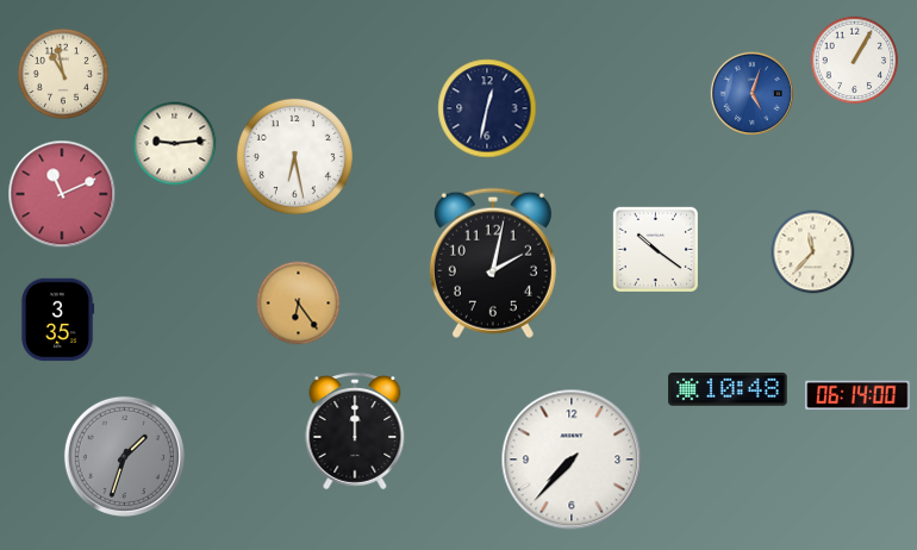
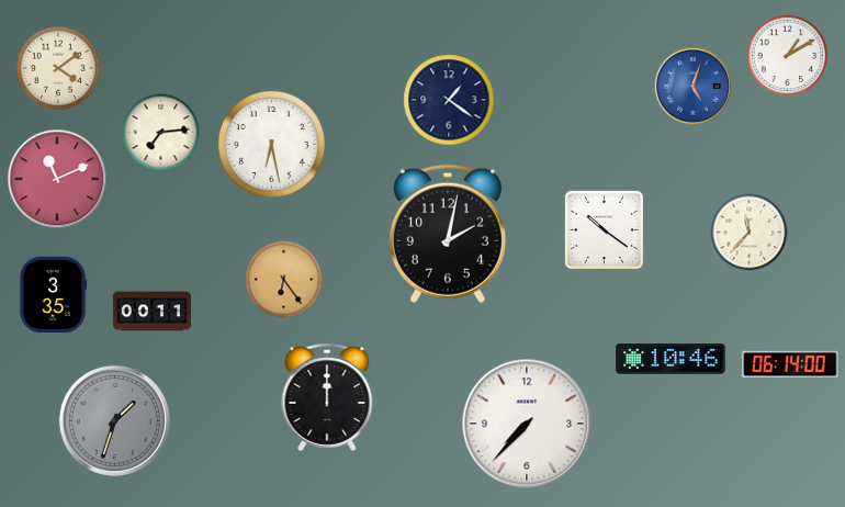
clock at (855, 61): 1:05 -> 1:10
clock at (63, 74): 10:58 -> 4:09
clock at (487, 108): 12:32 -> 1:21
clock at (175, 144): 9:14 -> 7:14
clock at (493, 263) position: (493, 263) -> (448, 234)
clock at (299, 304) position: (299, 304) -> (284, 280)
clock at (151, 312): none -> 00:11
clock at (728, 389): 10:48 -> 10:46
